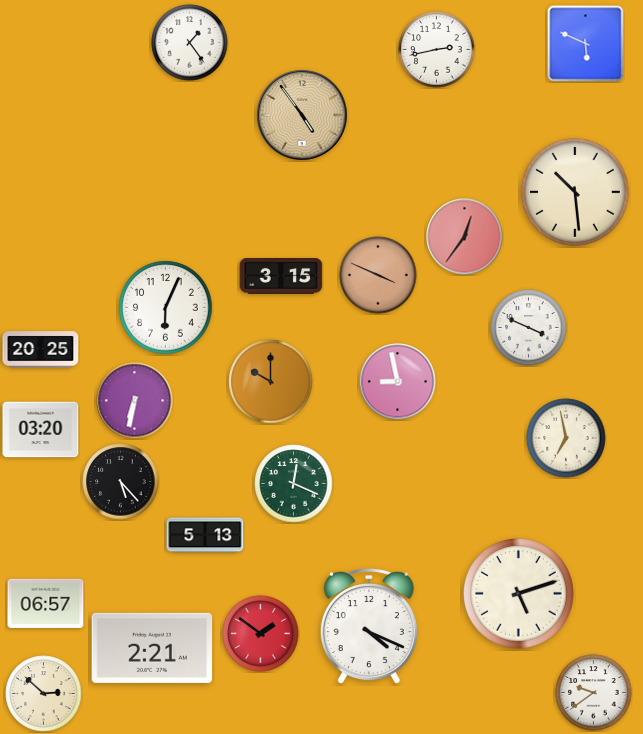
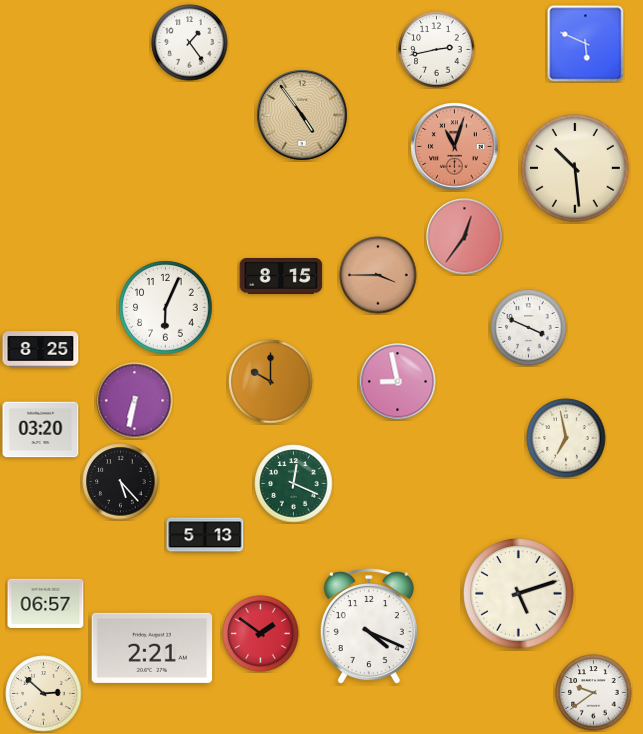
clock at (455, 147): none -> 11:03
clock at (576, 193) position: (576, 193) -> (576, 169)
clock at (378, 275): 3:49 -> 3:45
clock at (281, 277): 3:15 -> 8:15
clock at (41, 350): 20:25 -> 8:25
